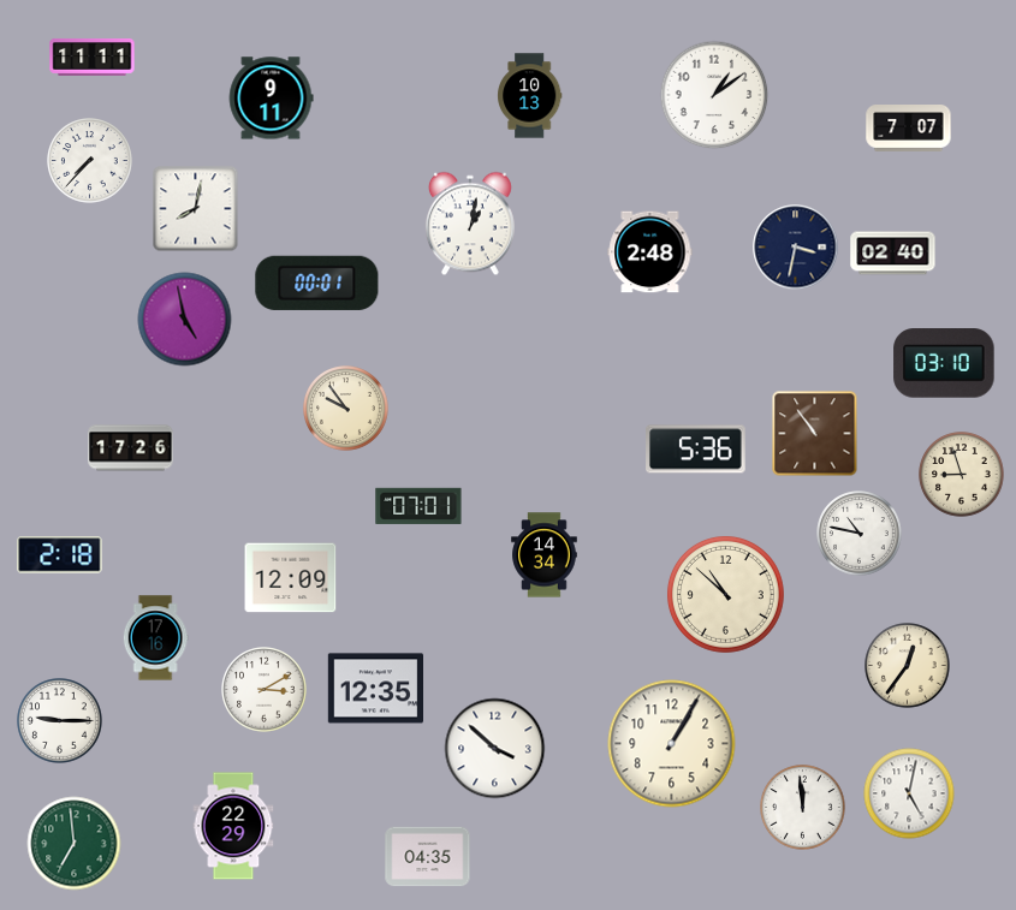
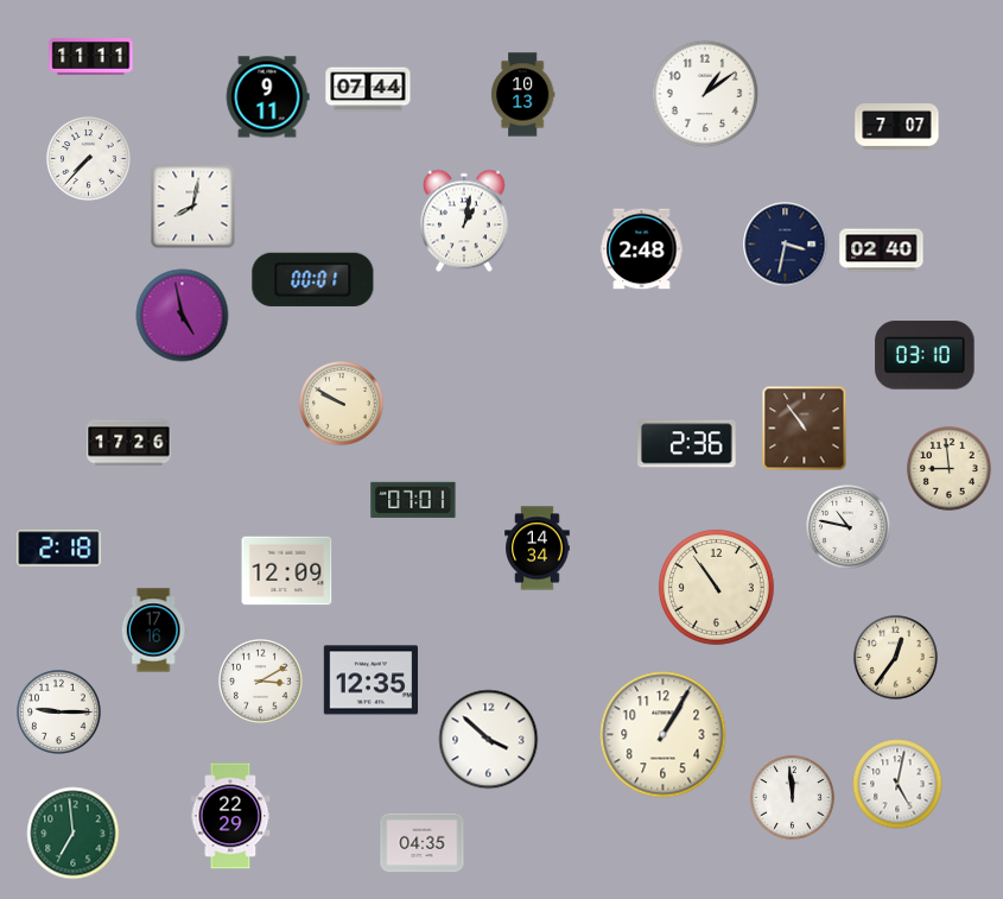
clock at (368, 89): none -> 07:44
clock at (944, 363) position: (944, 363) -> (925, 355)
clock at (346, 409): 9:54 -> 9:50
clock at (696, 450): 5:36 -> 2:36
clock at (962, 475): 8:57 -> 8:59
clock at (725, 594): 10:52 -> 10:54
clock at (428, 857) position: (428, 857) -> (423, 843)
